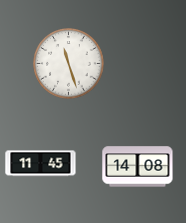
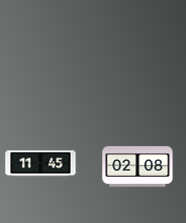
clock at (69, 64): 11:27 -> none
clock at (138, 167): 14:08 -> 02:08
